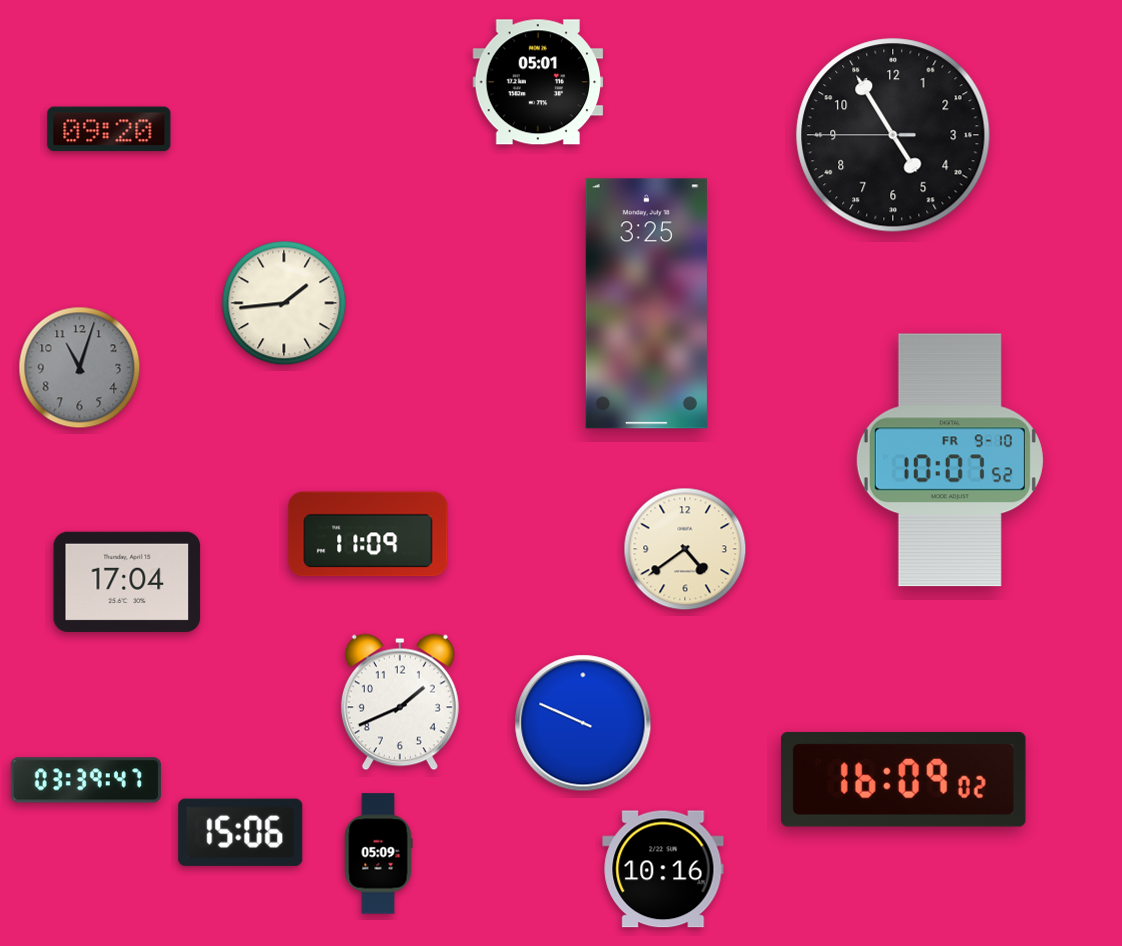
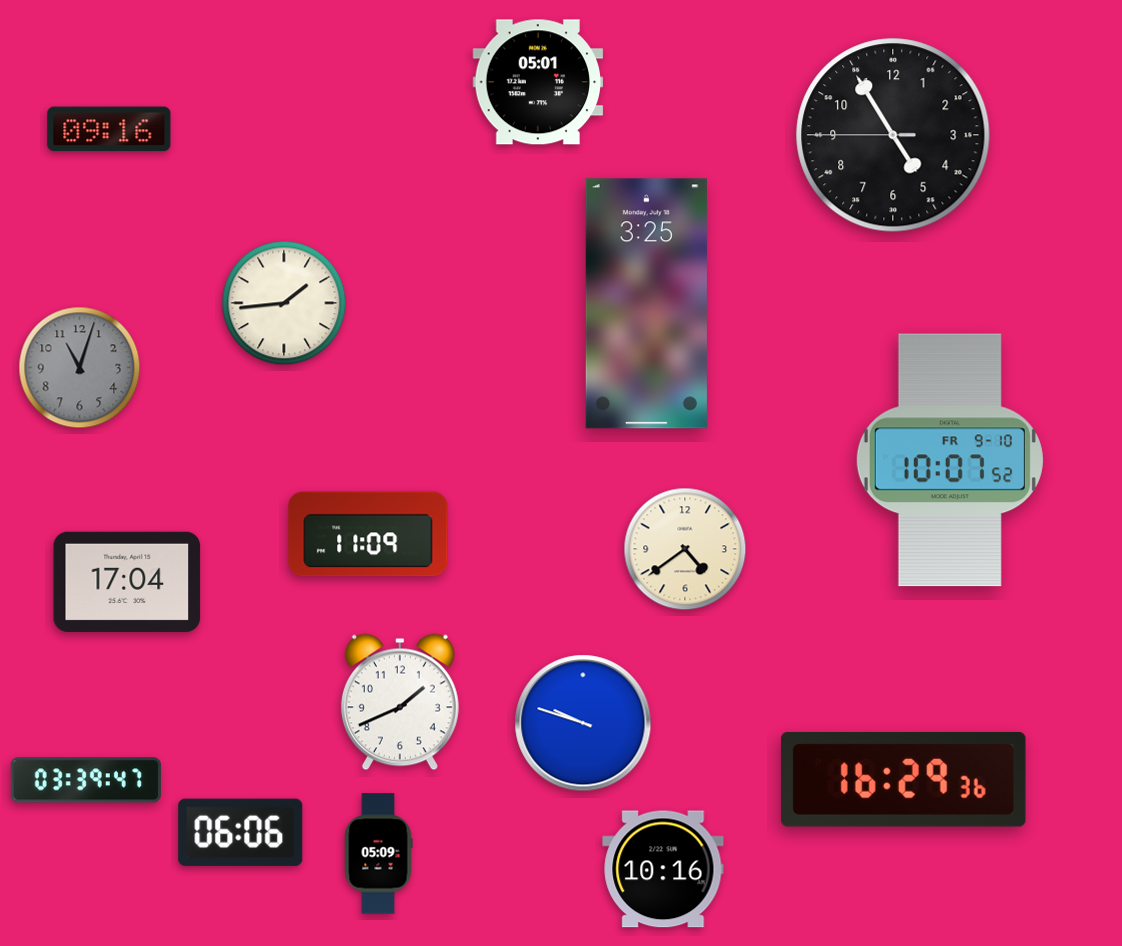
clock at (109, 129): 09:20 -> 09:16
clock at (583, 723): 9:49 -> 9:48
clock at (903, 779): 16:09 -> 16:29
clock at (241, 832): 15:06 -> 06:06
